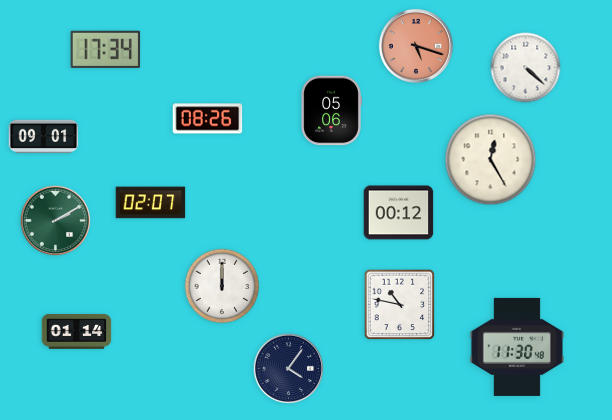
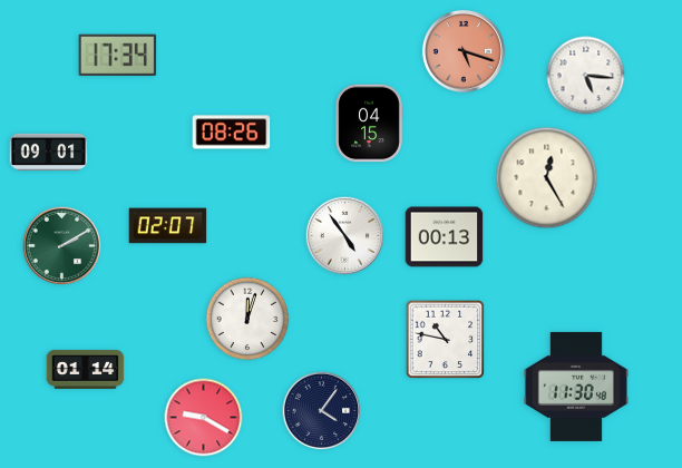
clock at (526, 68): 4:22 -> 5:16
clock at (331, 111): 05:06 -> 04:15
clock at (345, 236): none -> 4:54
clock at (399, 213): 00:12 -> 00:13
clock at (222, 286): 12:00 -> 12:03
clock at (204, 418): none -> 9:20
